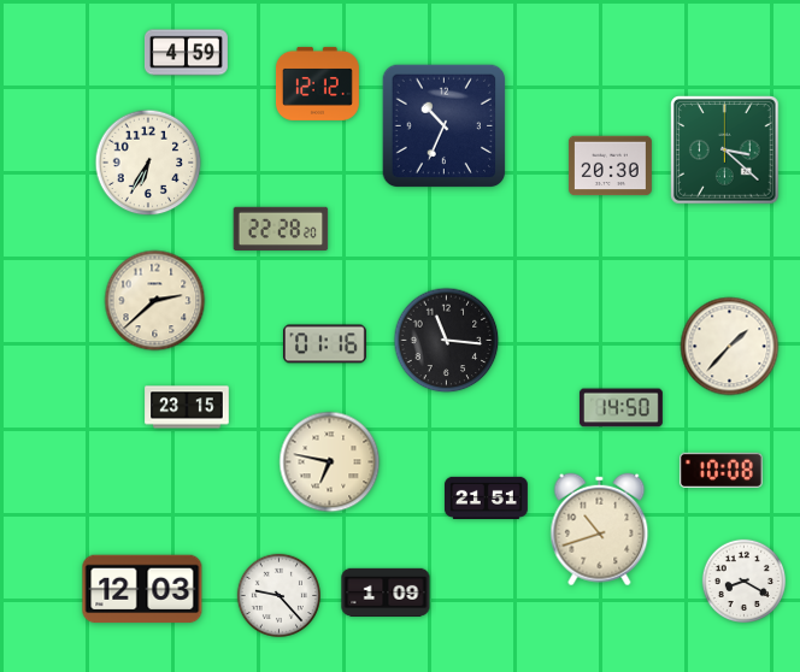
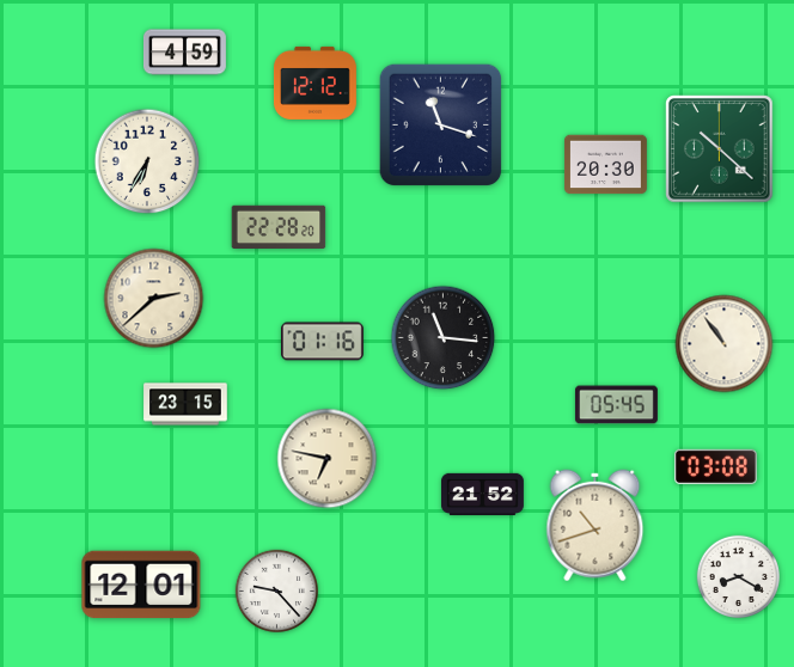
clock at (445, 126): 10:34 -> 11:18
clock at (725, 151): 3:22 -> 10:22
clock at (730, 347): 1:37 -> 10:54
clock at (620, 408): 14:50 -> 05:45
clock at (720, 470): 10:08 -> 03:08
clock at (486, 497): 21:51 -> 21:52
clock at (142, 589): 12:03 -> 12:01
clock at (386, 591): 1:09 -> none
